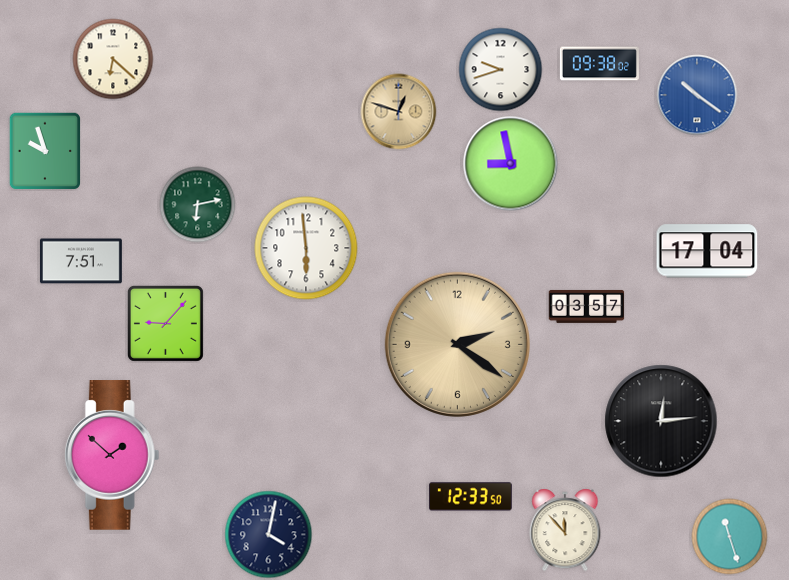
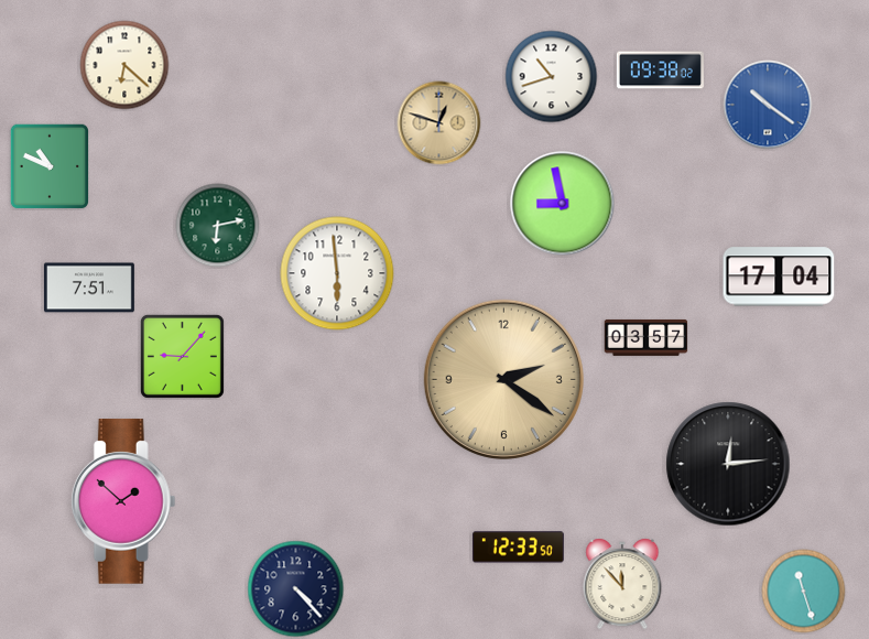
clock at (501, 70): 9:42 -> 10:42
clock at (45, 151): 9:57 -> 10:49
clock at (511, 164) position: (511, 164) -> (563, 204)
clock at (269, 535): 4:02 -> 4:23
